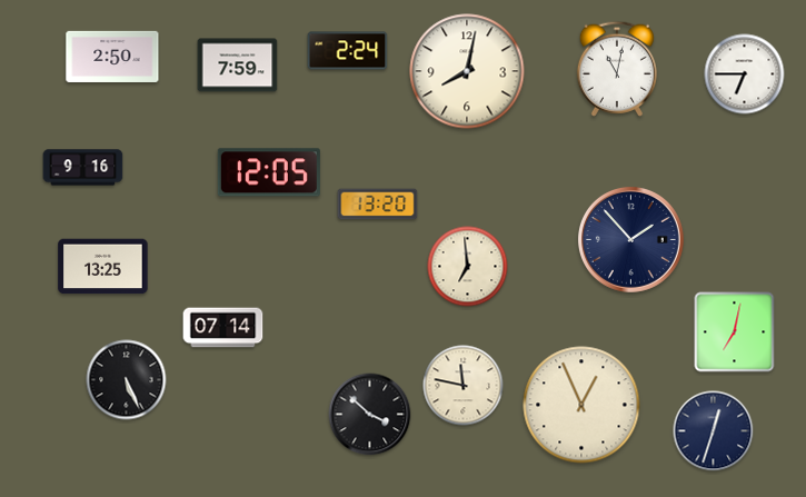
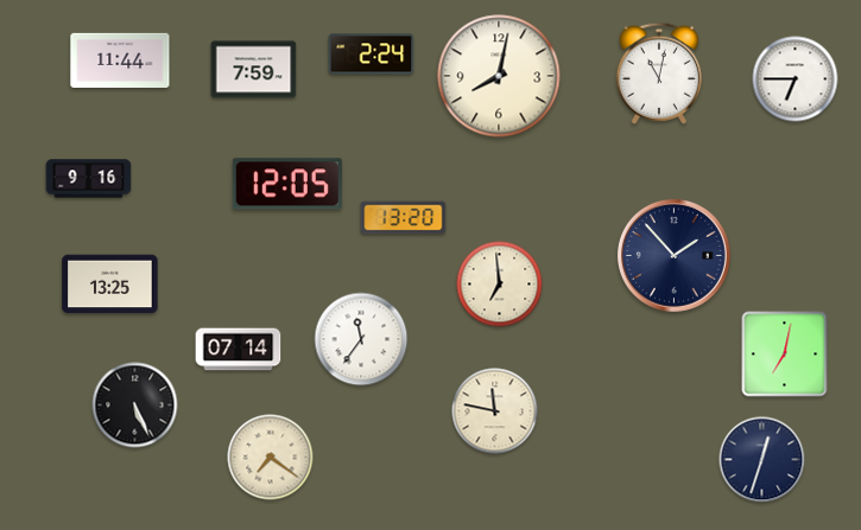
clock at (112, 56): 2:50 -> 11:44
clock at (361, 339): none -> 11:36
clock at (581, 405): 12:56 -> none
clock at (370, 415): 3:52 -> none
clock at (271, 458): none -> 7:21
